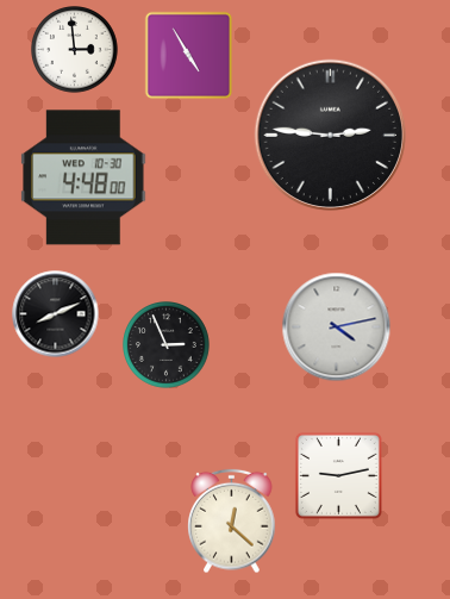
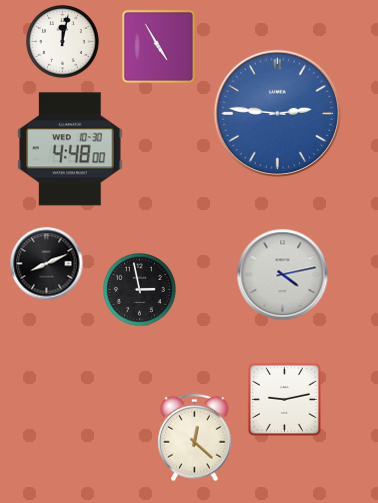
clock at (75, 50): 2:59 -> 12:02
clock at (330, 135) dial: black -> blue
clock at (167, 345): 2:56 -> 2:58
